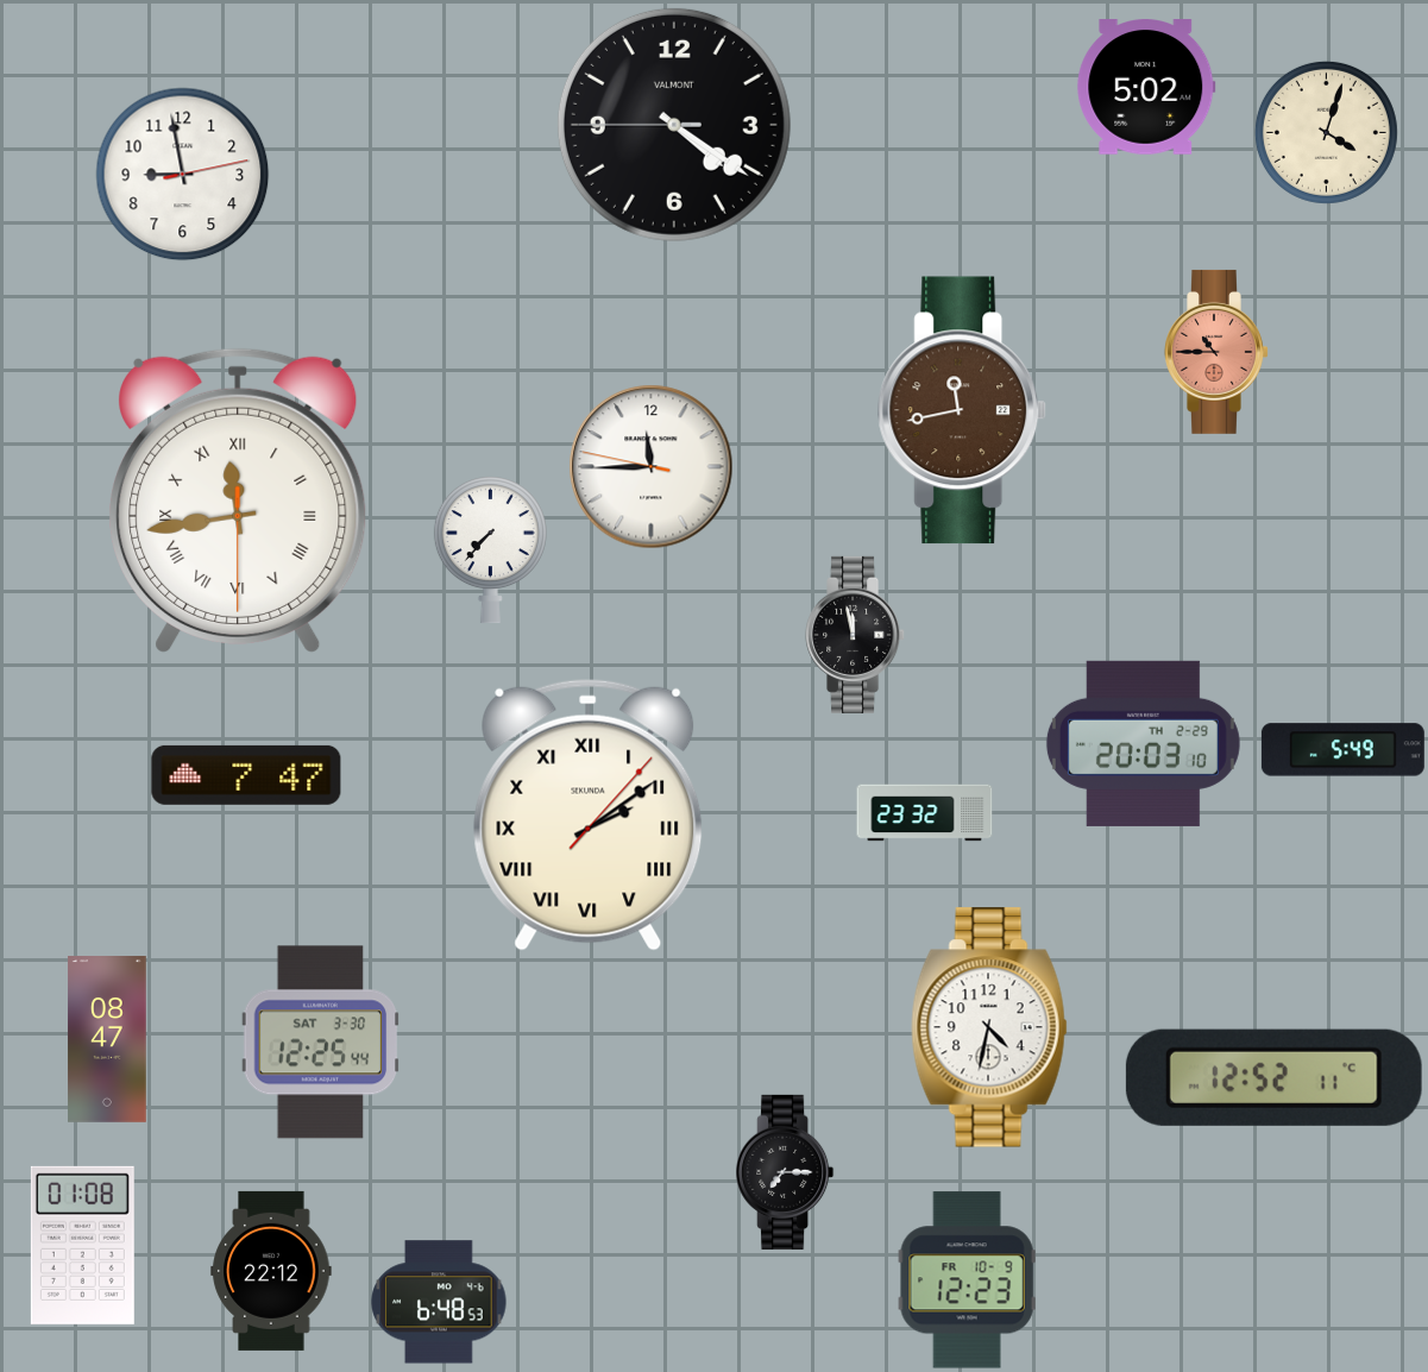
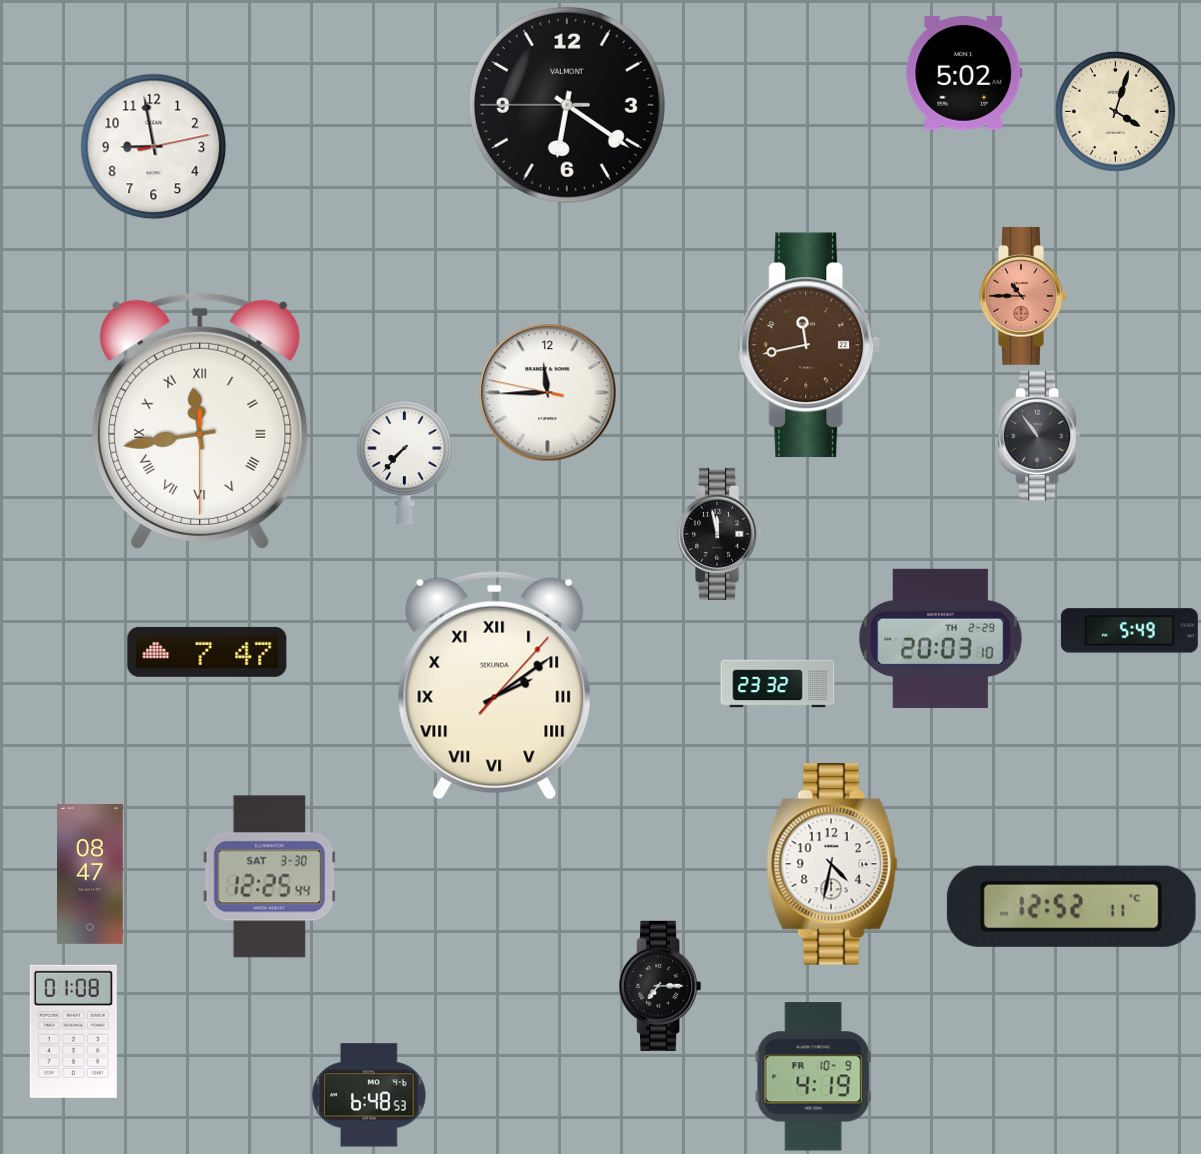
clock at (674, 125): 4:20 -> 6:20
clock at (1039, 436): none -> 10:54
clock at (490, 550) position: (490, 550) -> (404, 463)
clock at (1143, 743) position: (1143, 743) -> (940, 638)
clock at (82, 1245) position: (82, 1245) -> (73, 1031)
clock at (271, 1271): 22:12 -> none
clock at (967, 1280): 12:23 -> 4:19
